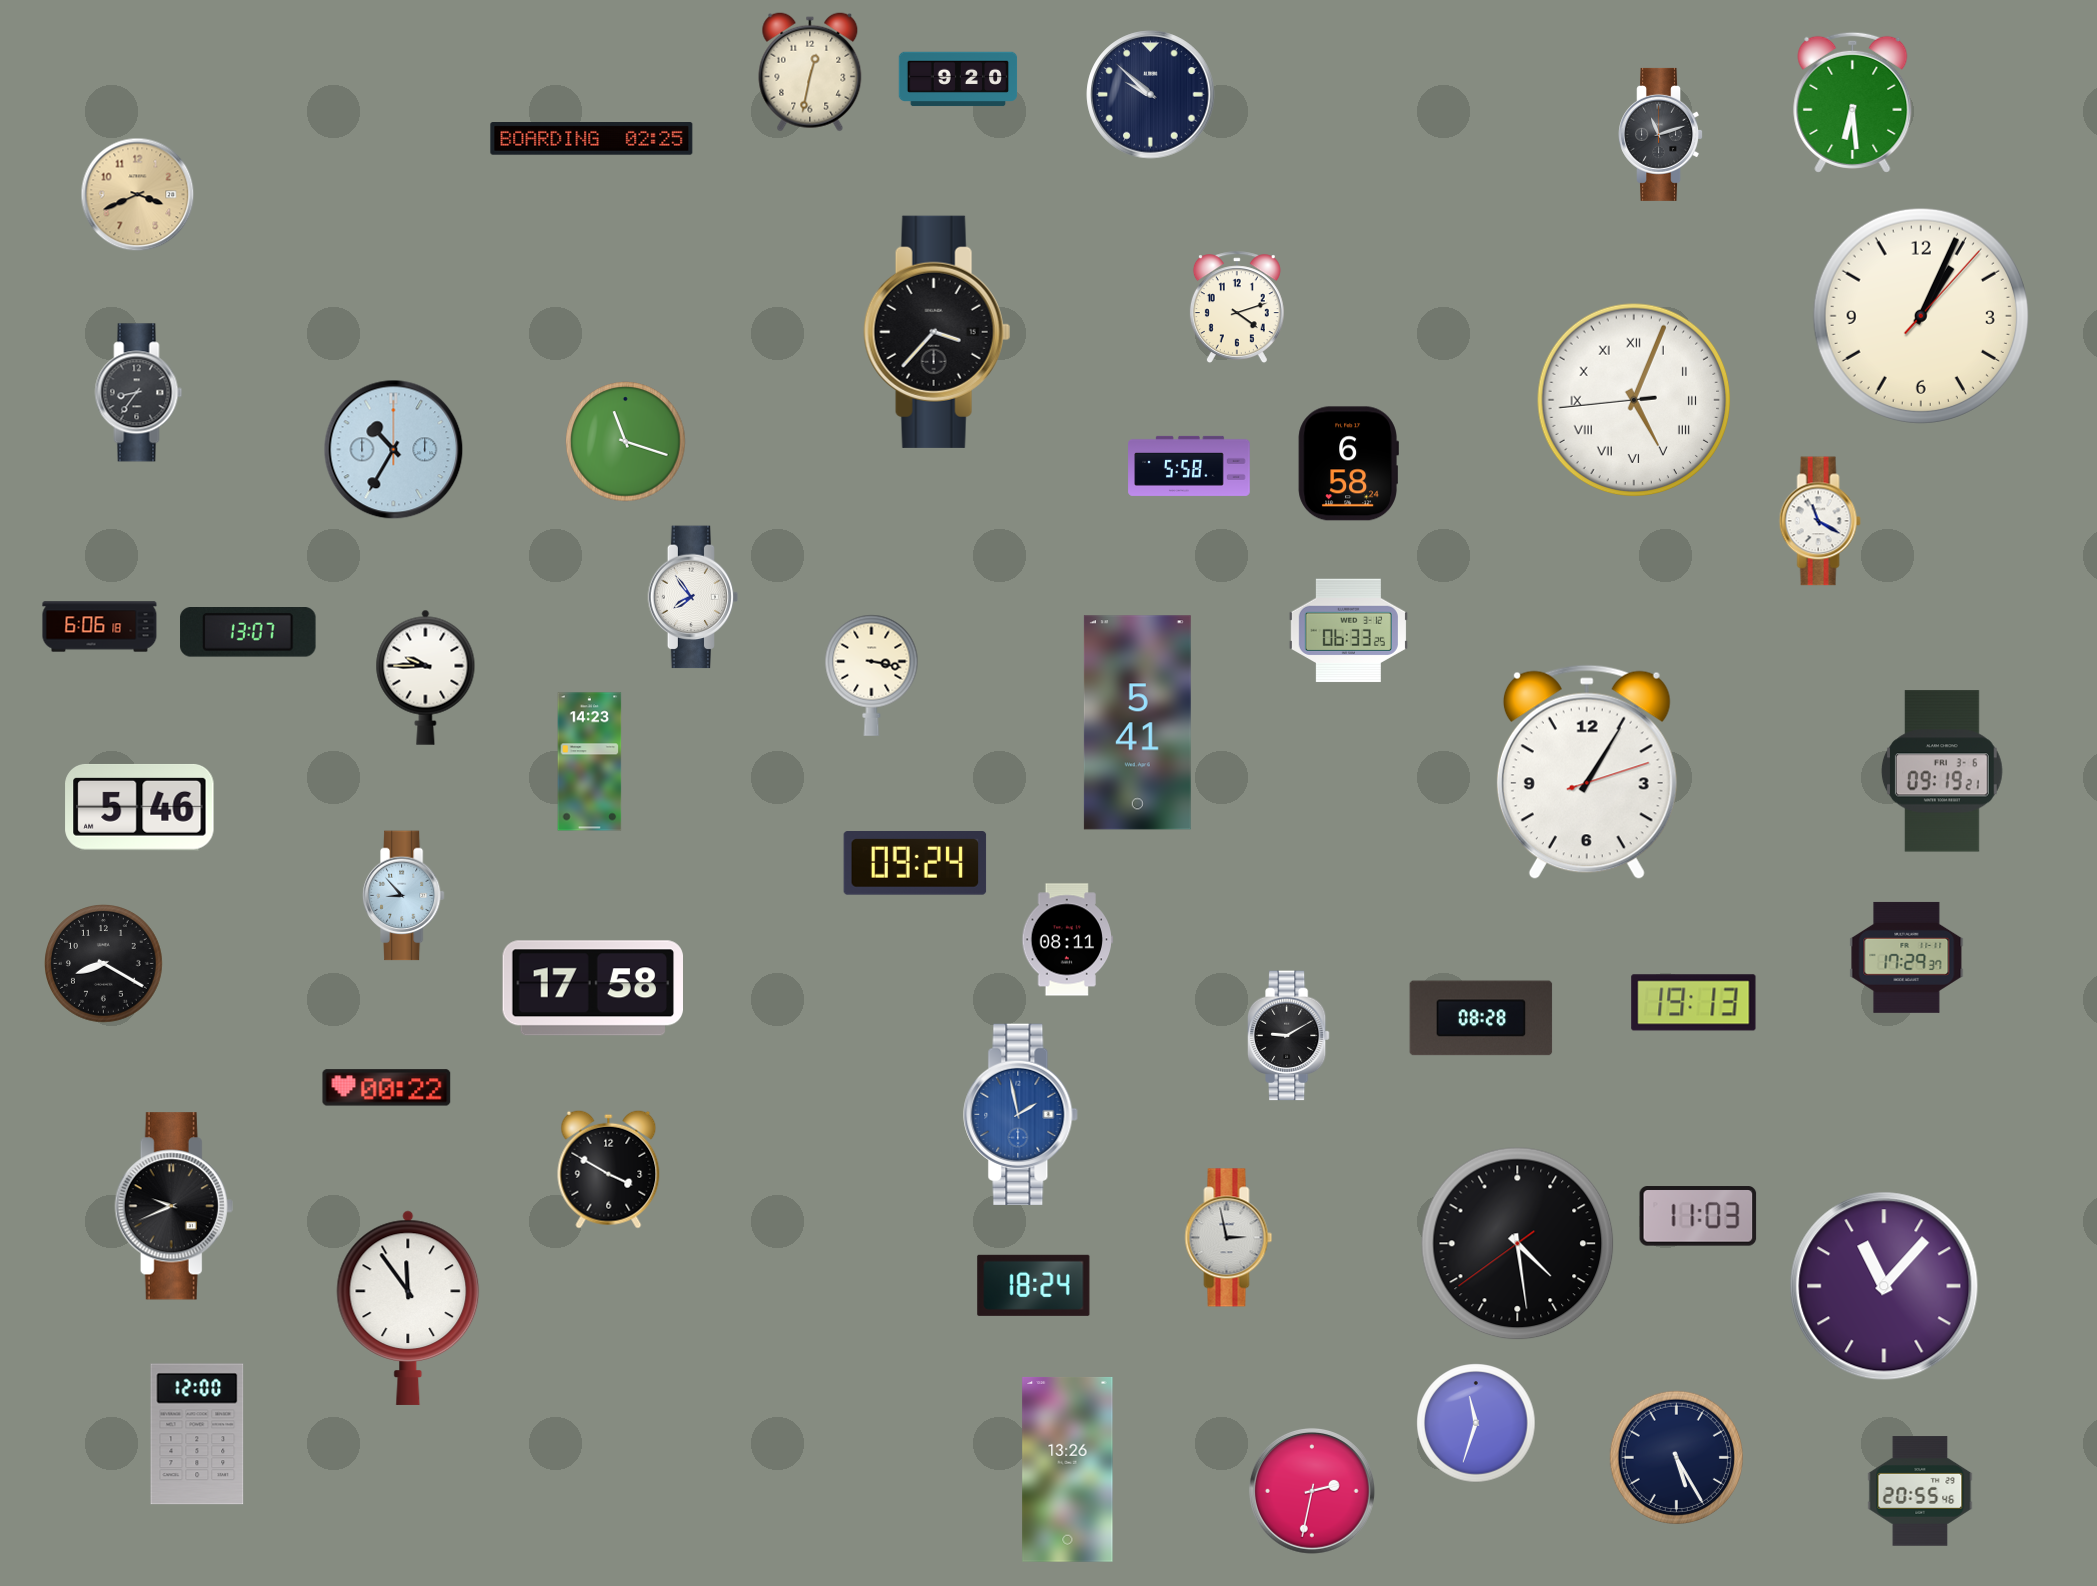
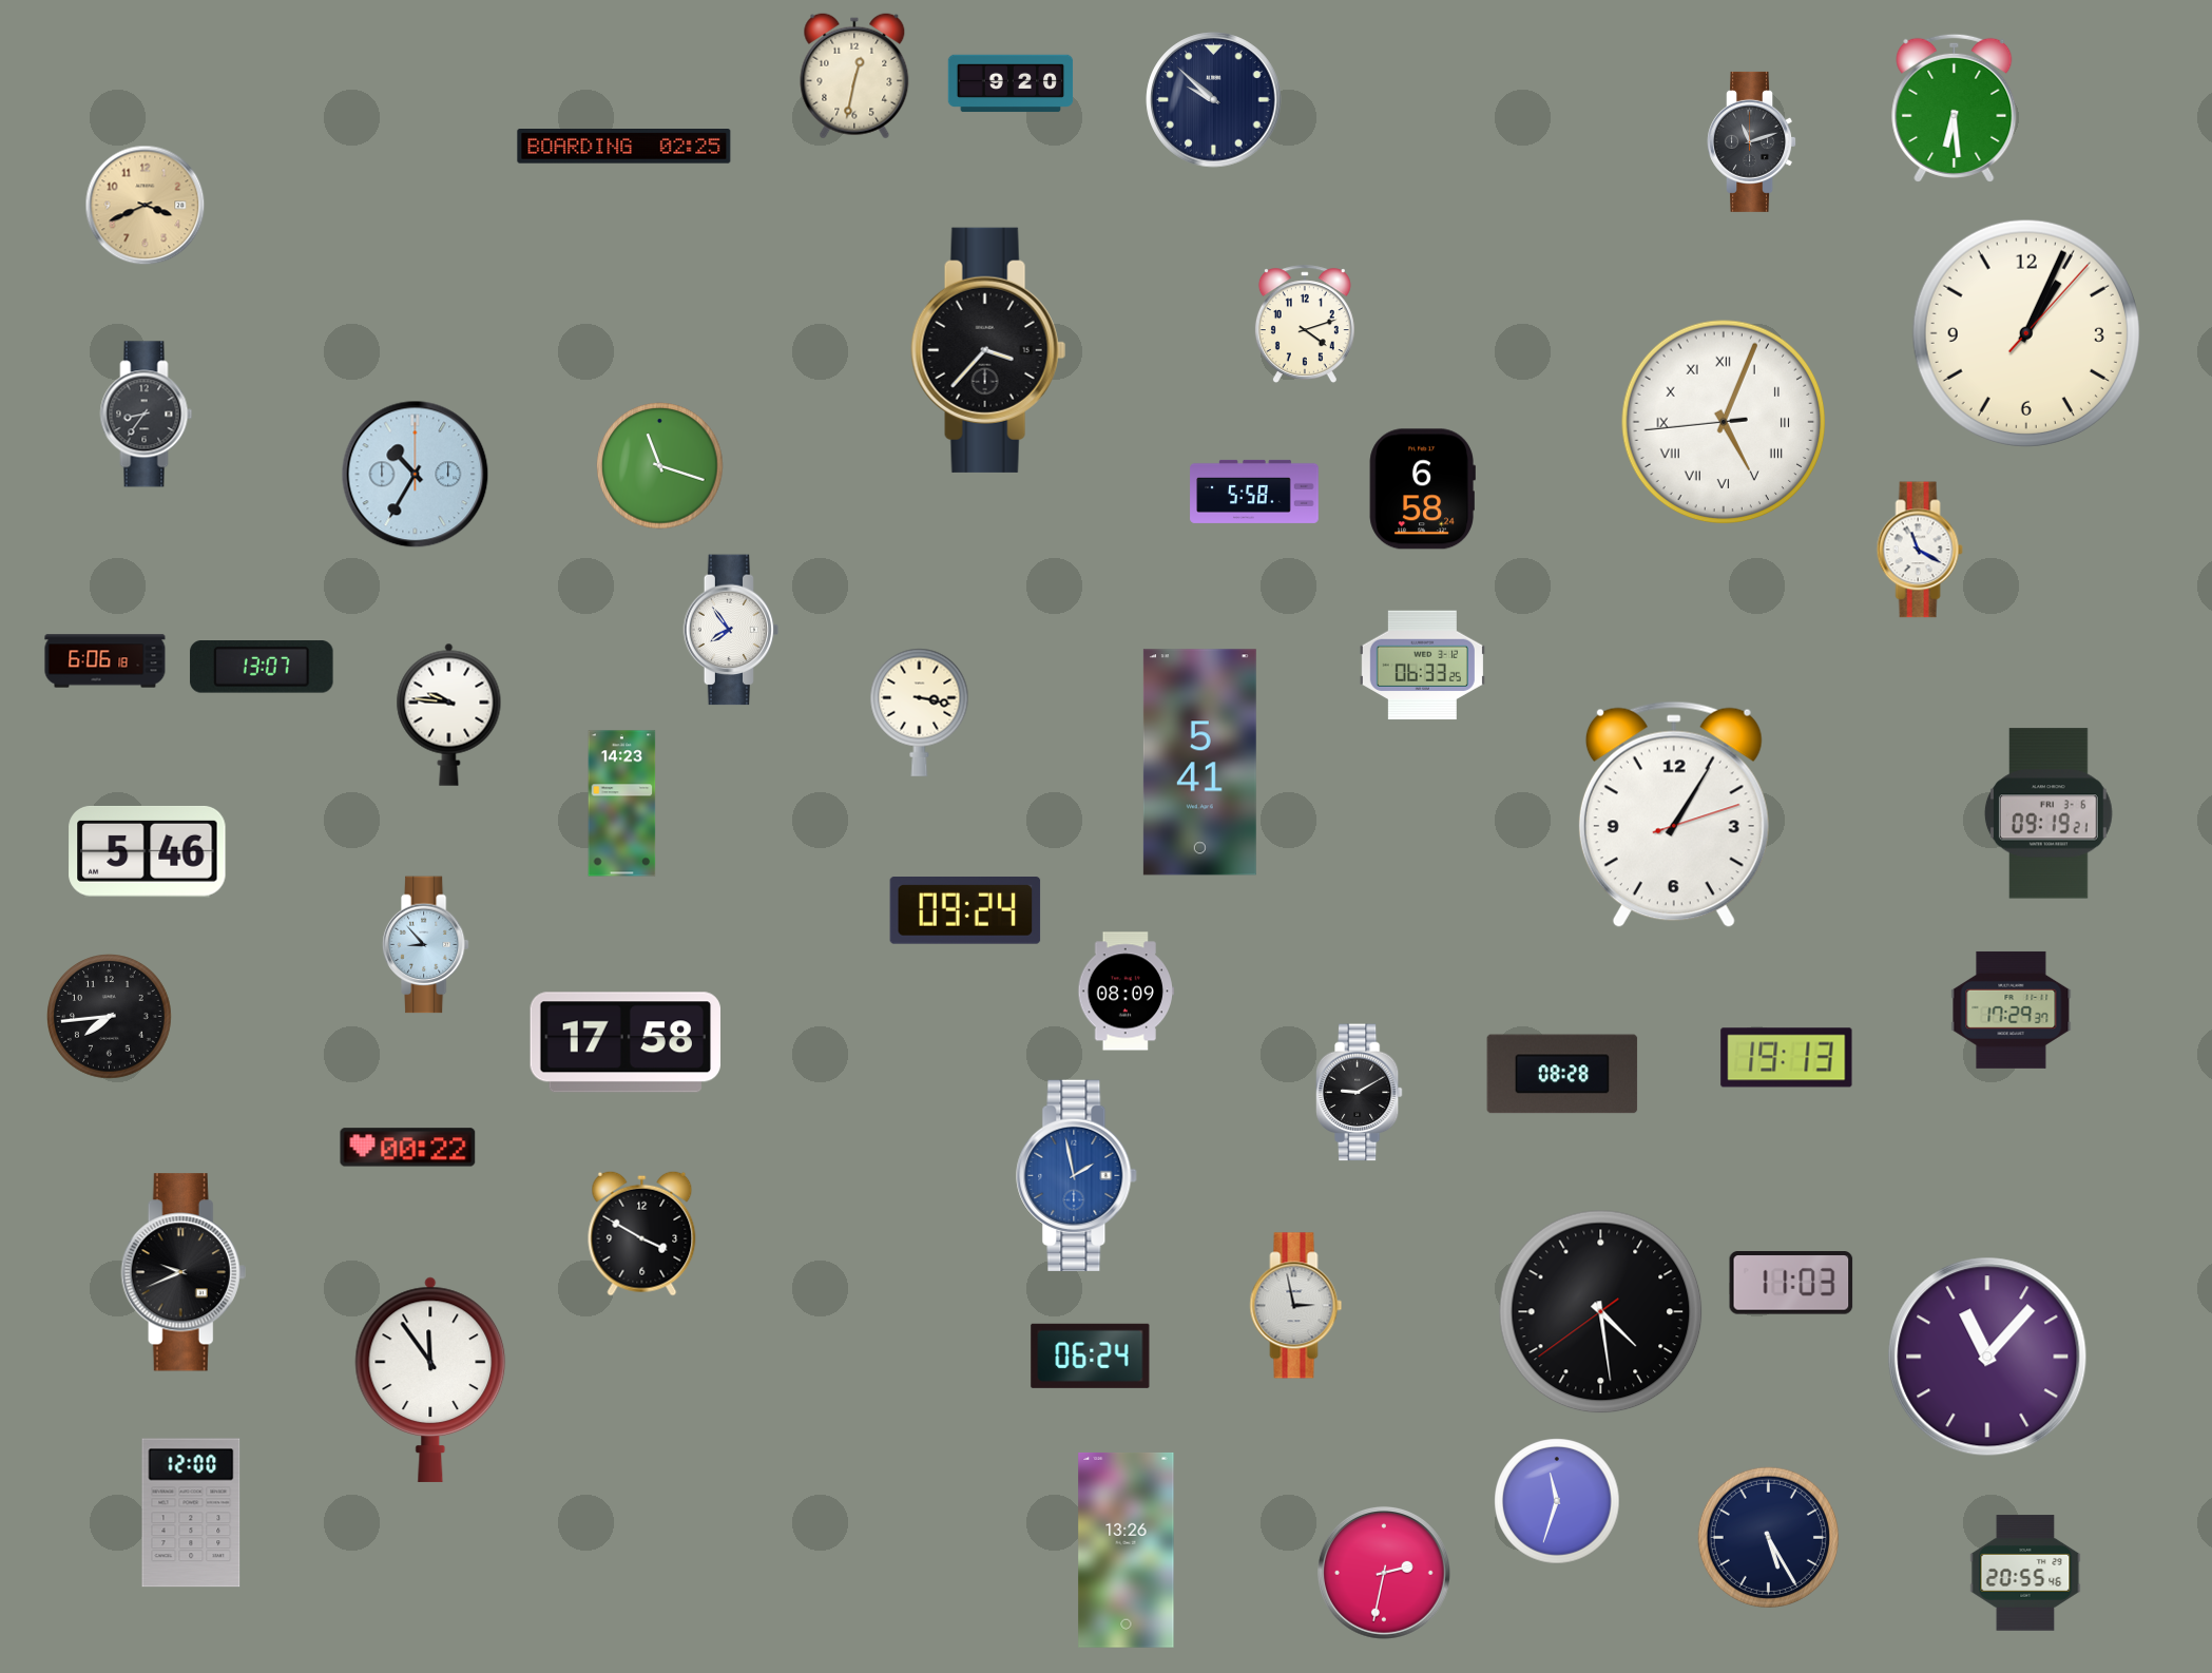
clock at (426, 677): 9:45 -> 9:46
clock at (1068, 940): 08:11 -> 08:09
clock at (104, 964): 8:20 -> 7:44
clock at (1034, 1285): 18:24 -> 06:24
clock at (197, 1434) position: (197, 1434) -> (191, 1513)
